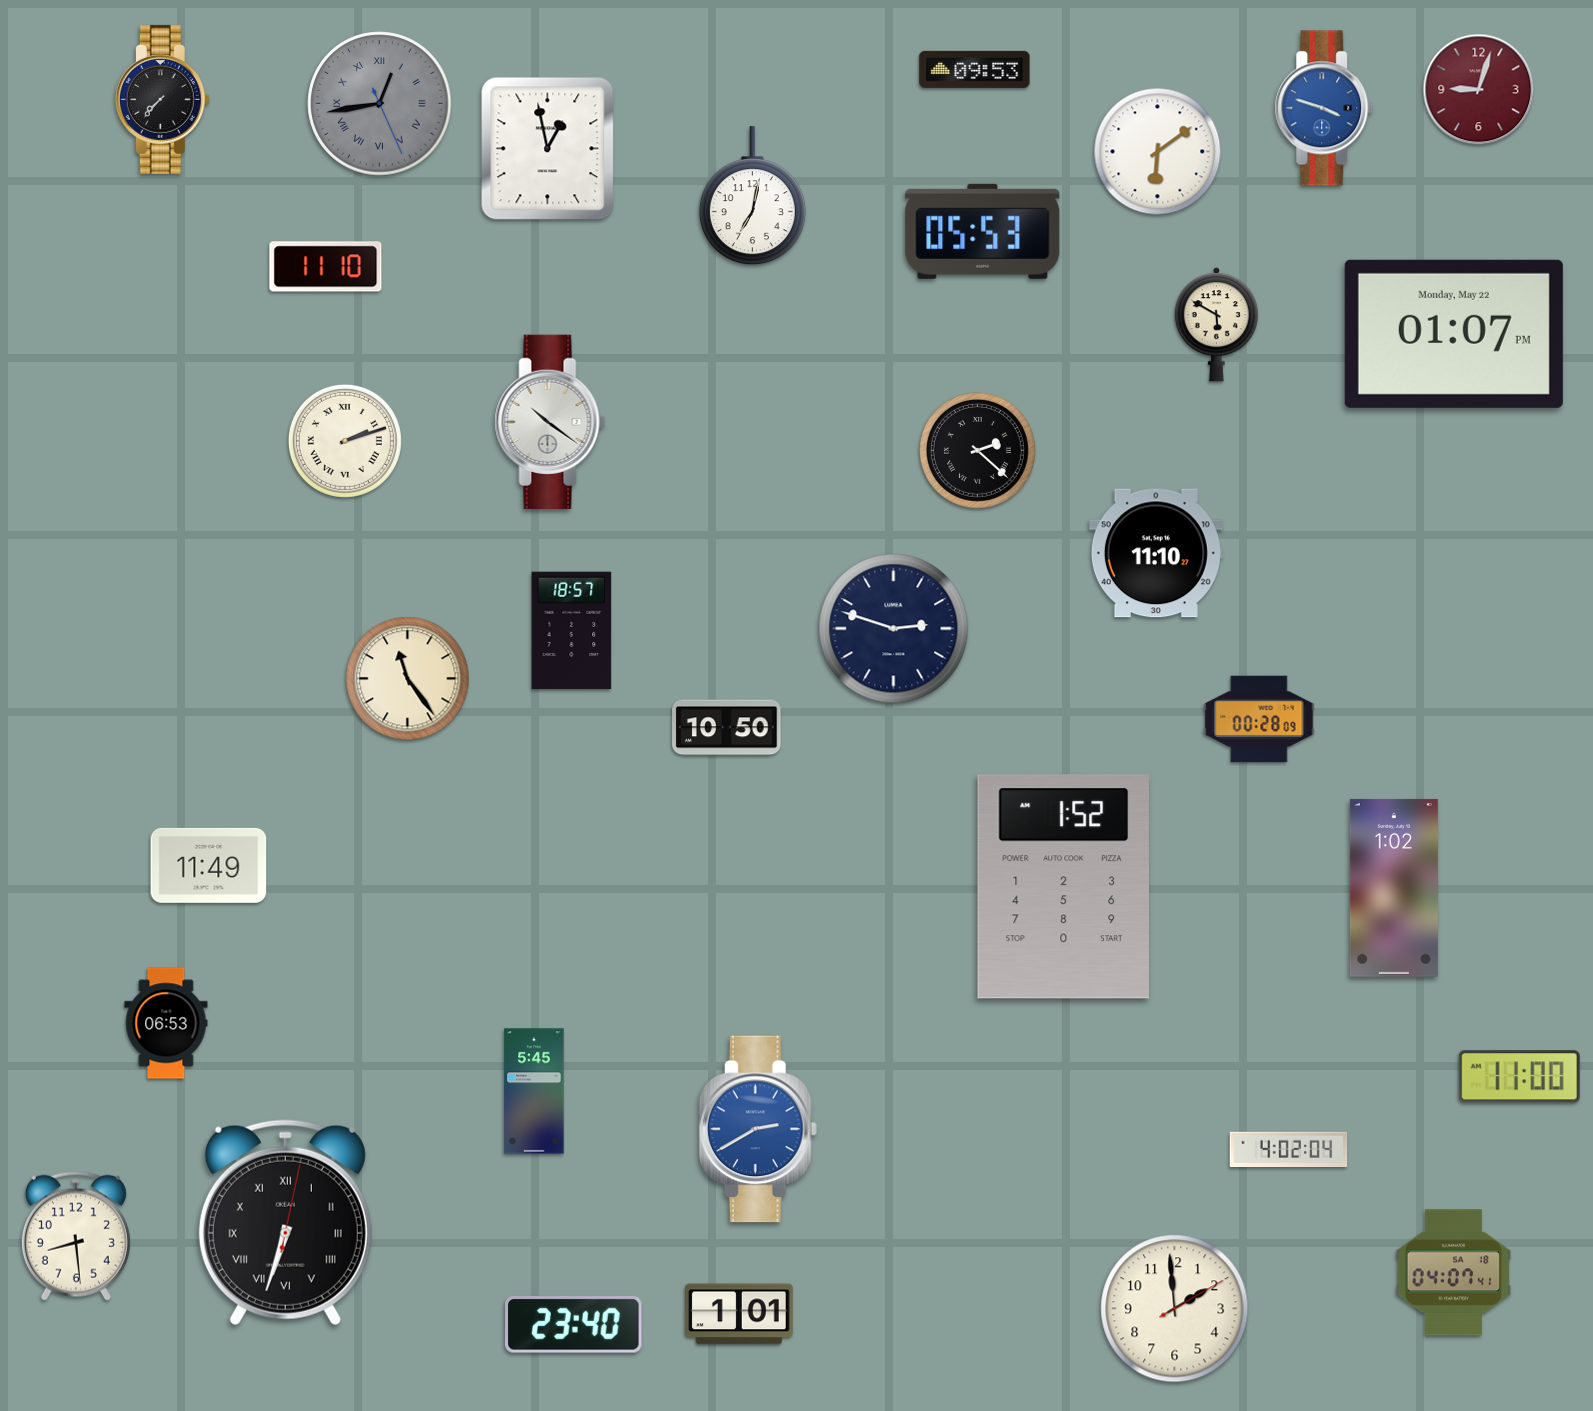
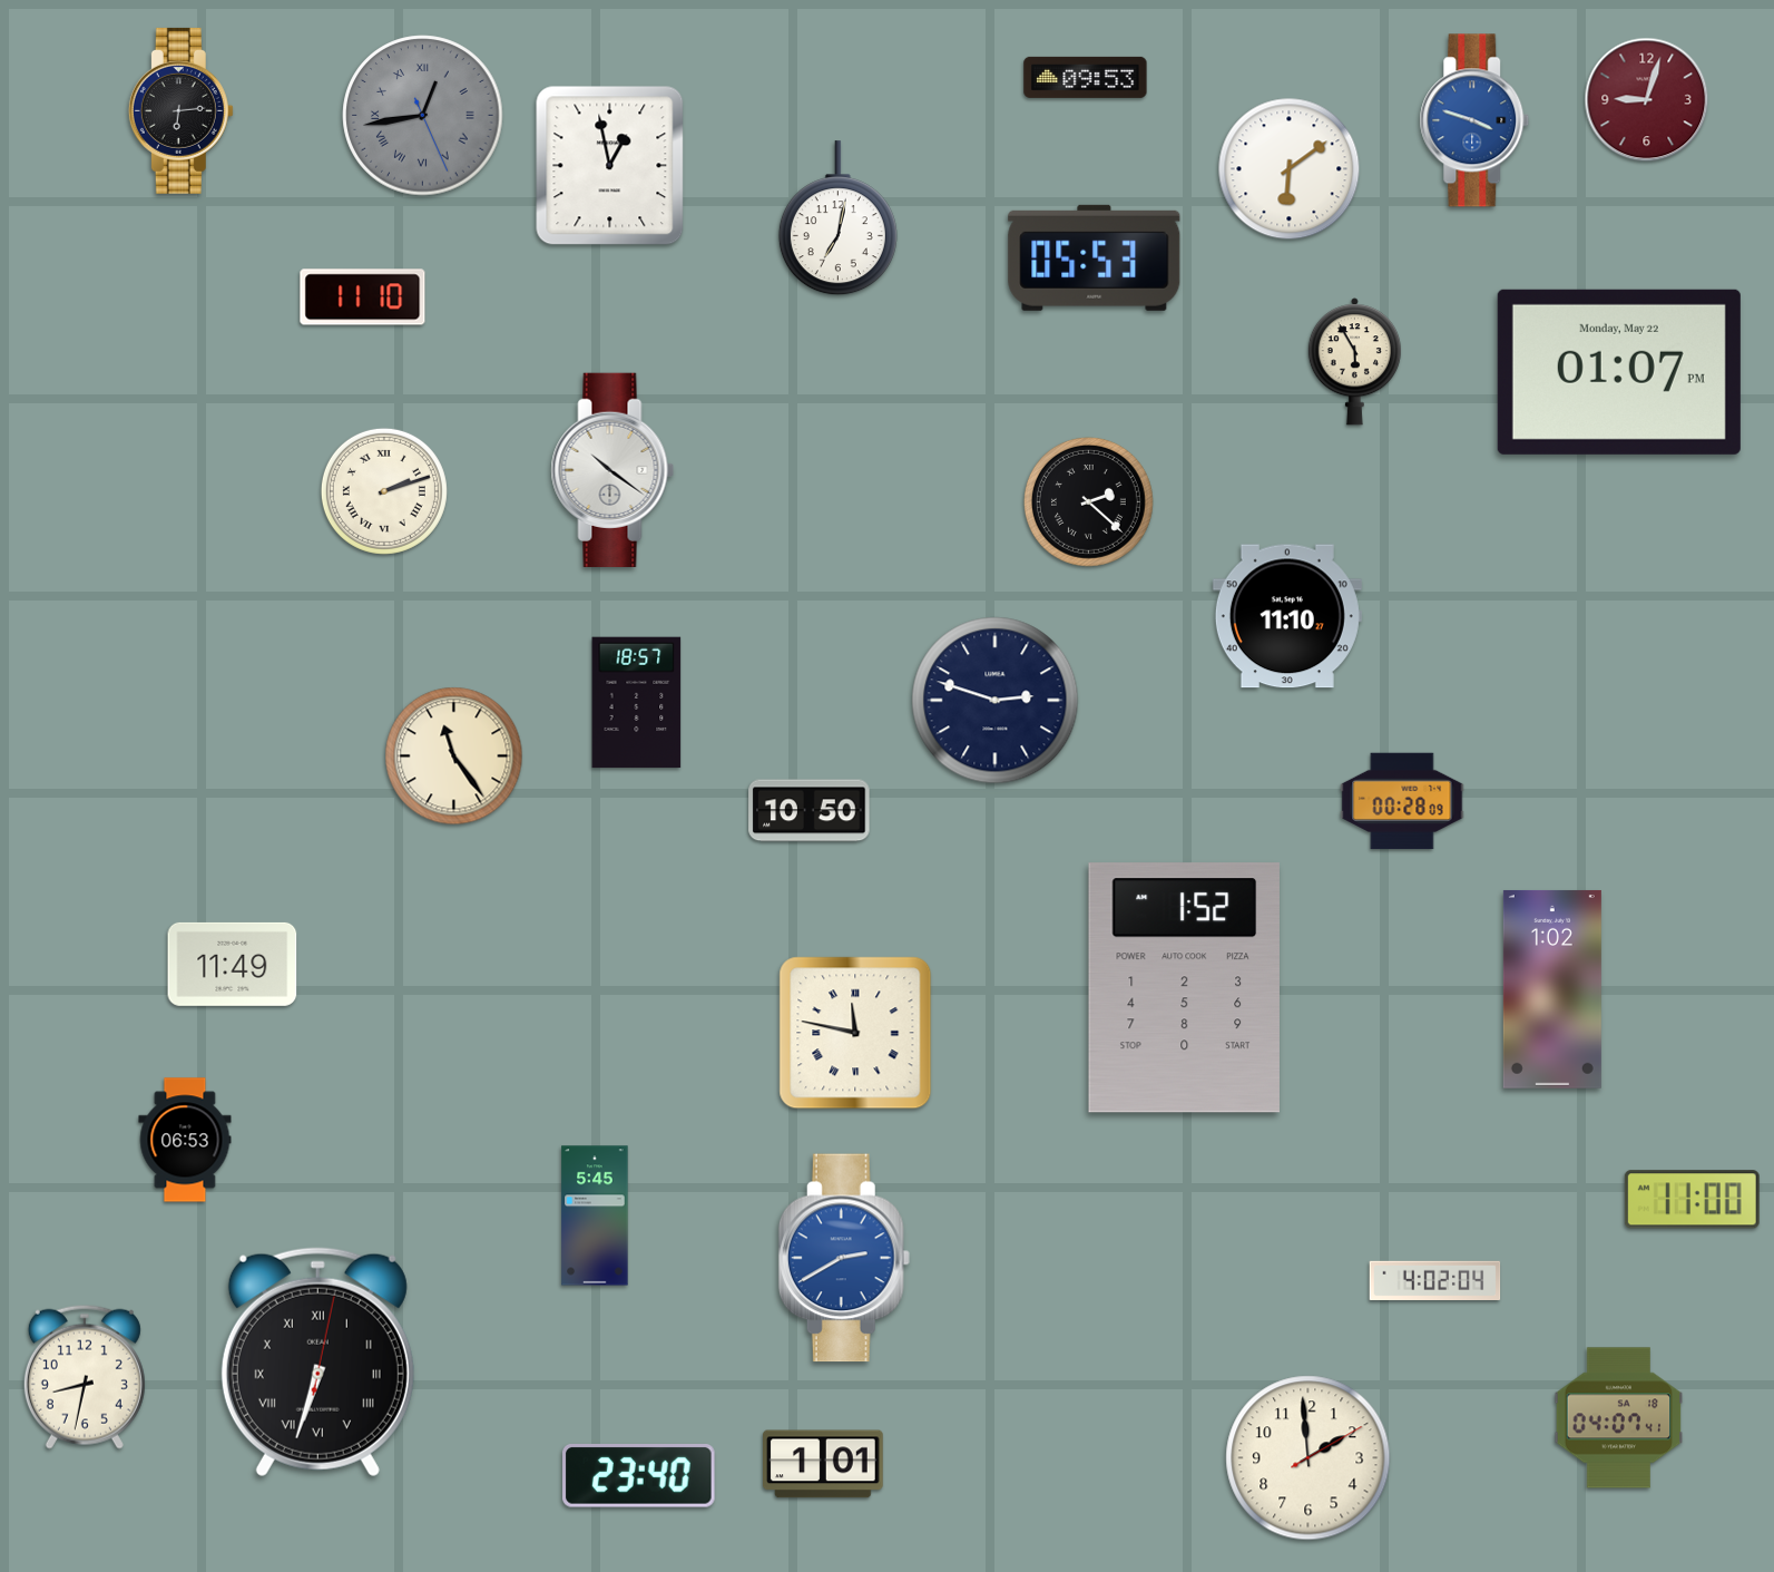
clock at (162, 99): 7:37 -> 6:14
clock at (1216, 325): 5:50 -> 5:55
clock at (855, 1033): none -> 11:47
clock at (76, 1236): 8:29 -> 8:32
